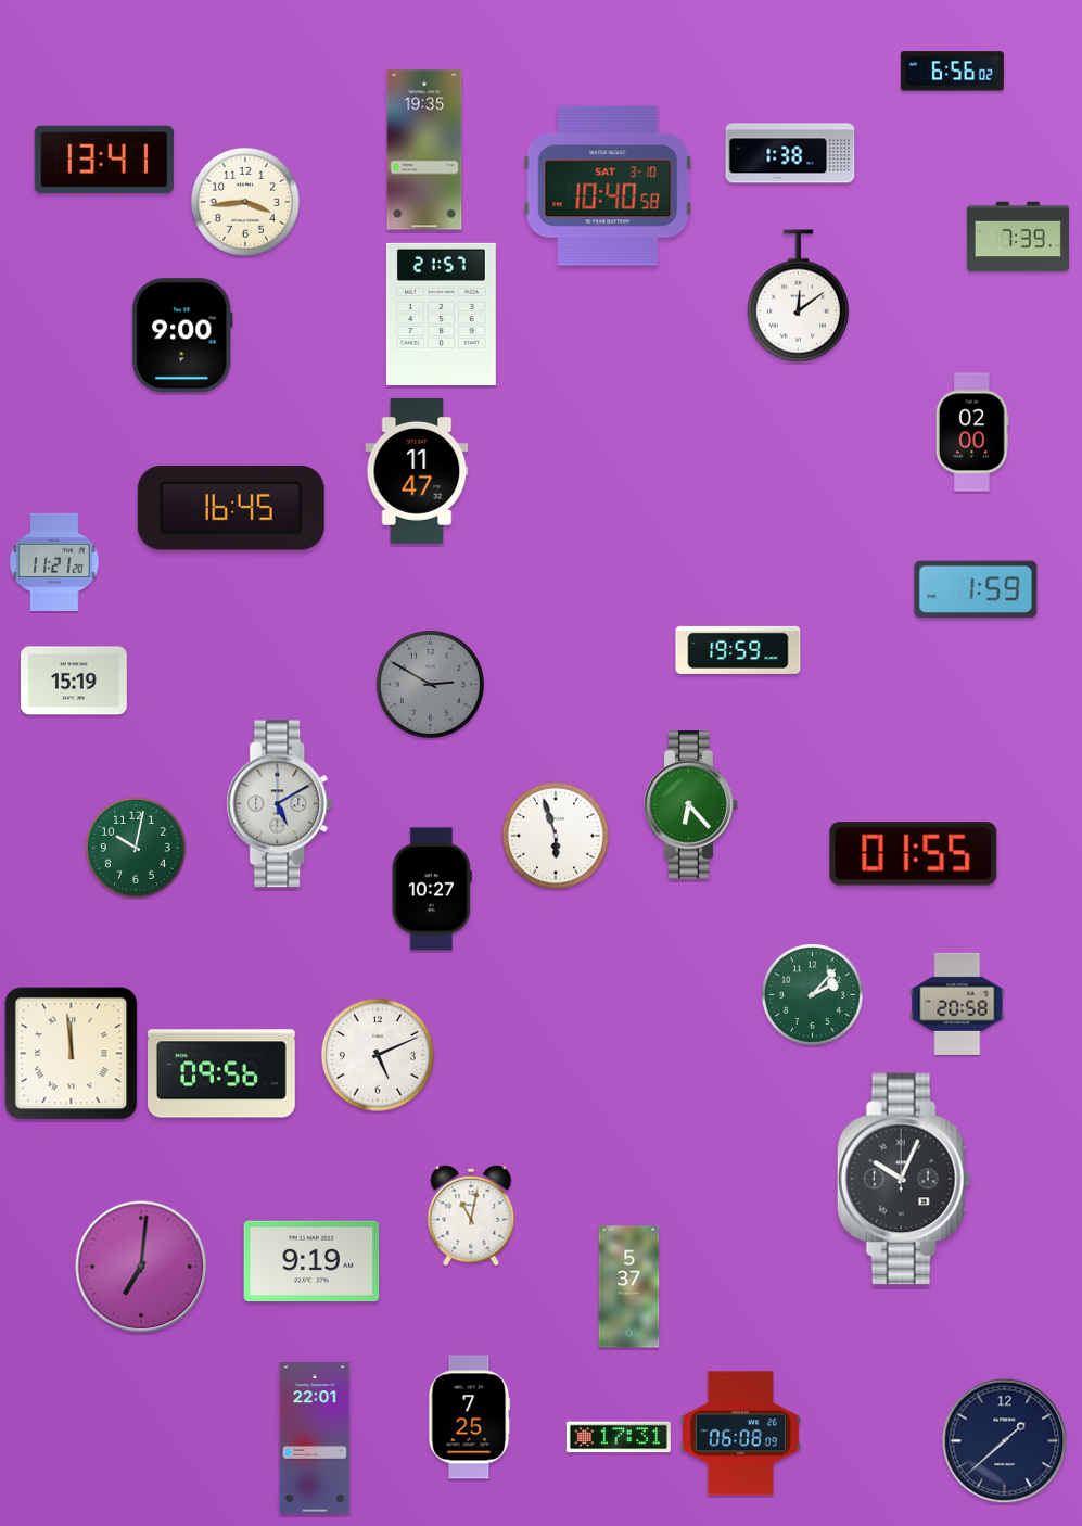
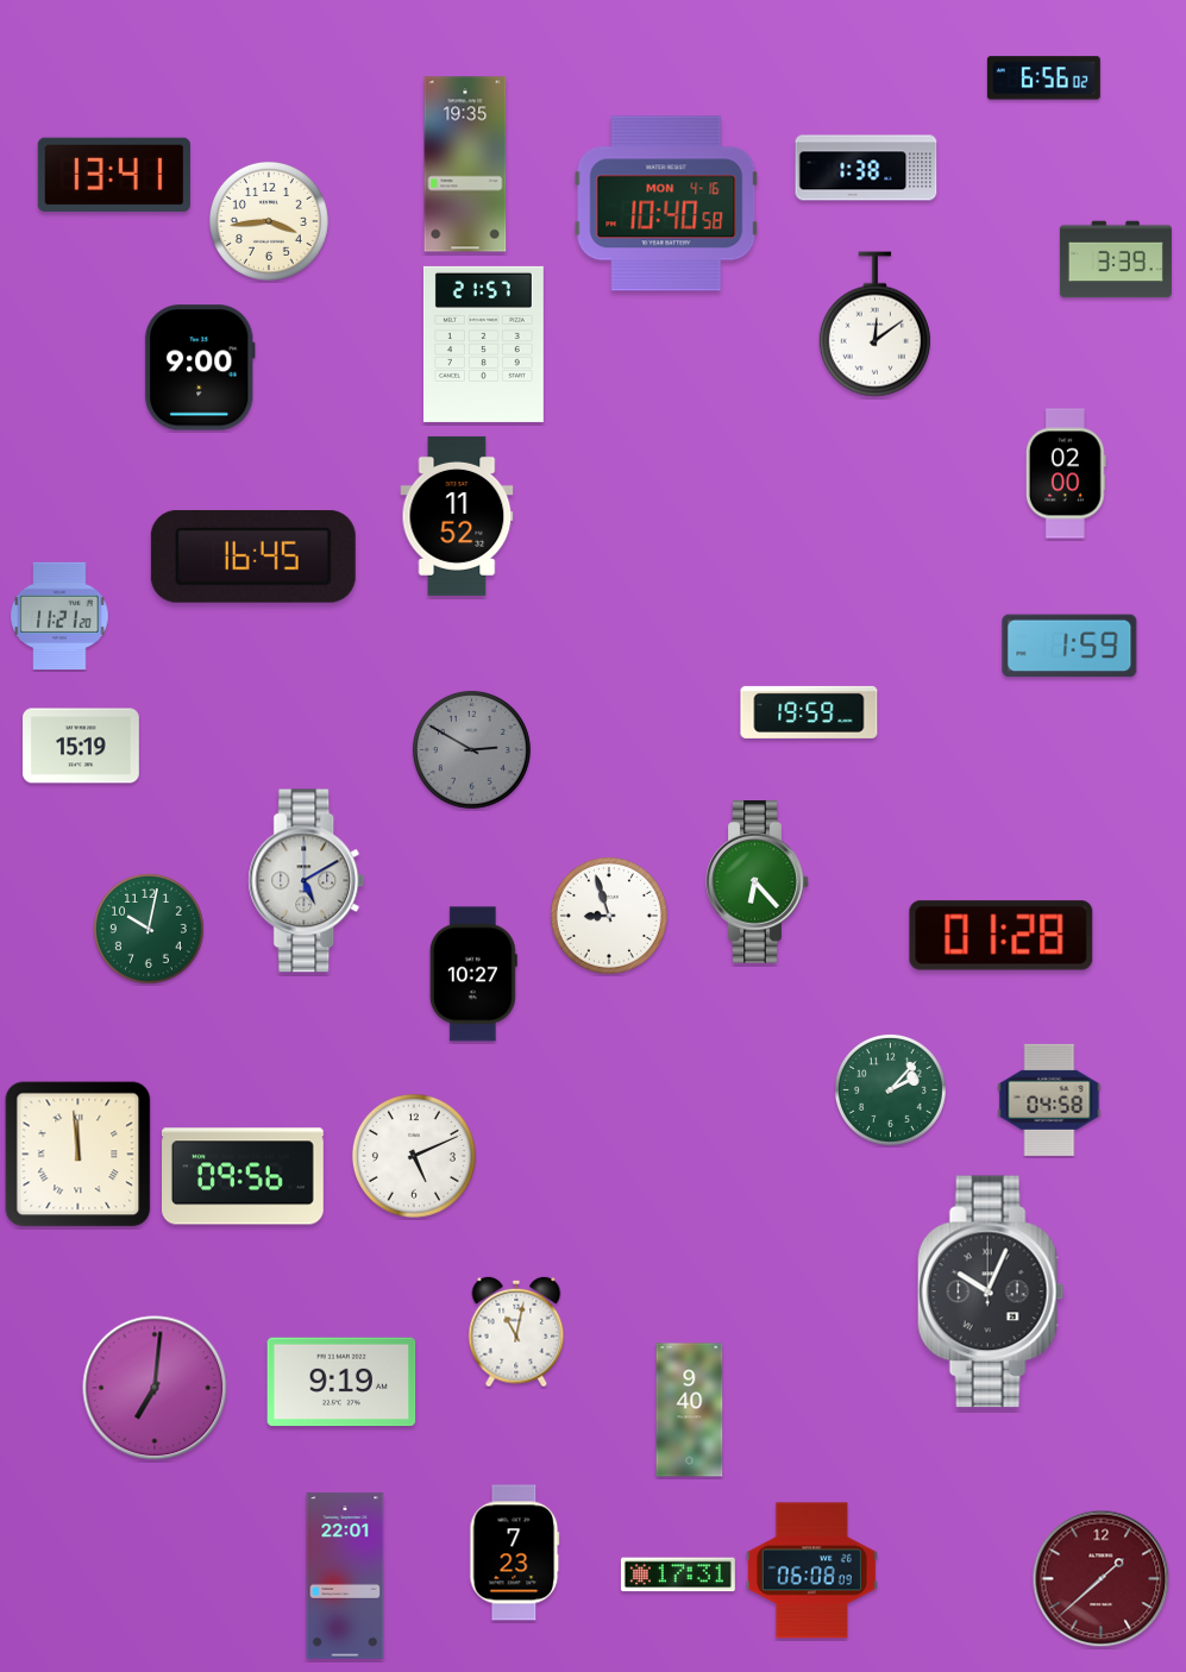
clock at (608, 186) date: SAT 3-10 -> MON 4-16
clock at (1018, 237): 7:39 -> 3:39
clock at (417, 471): 11:47 -> 11:52
clock at (556, 836): 5:57 -> 8:57
clock at (914, 854): 01:55 -> 01:28
clock at (957, 1004): 20:58 -> 04:58
clock at (629, 1287): 5:37 -> 9:40
clock at (470, 1417): 7:25 -> 7:23
clock at (1005, 1441) dial: navy -> burgundy
